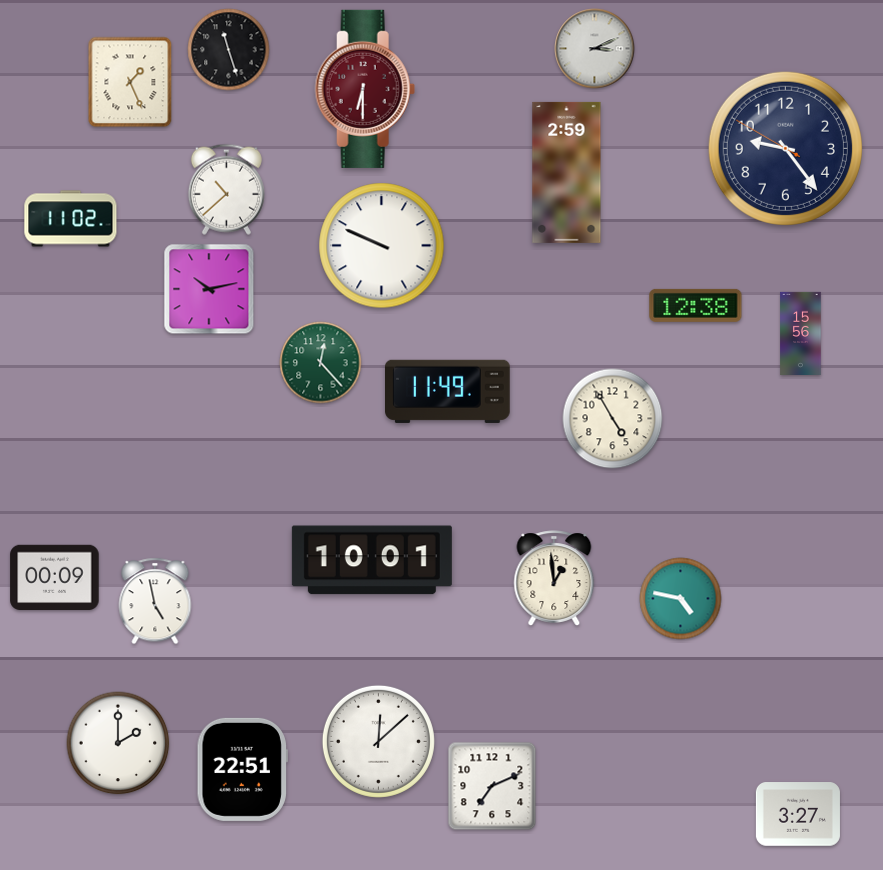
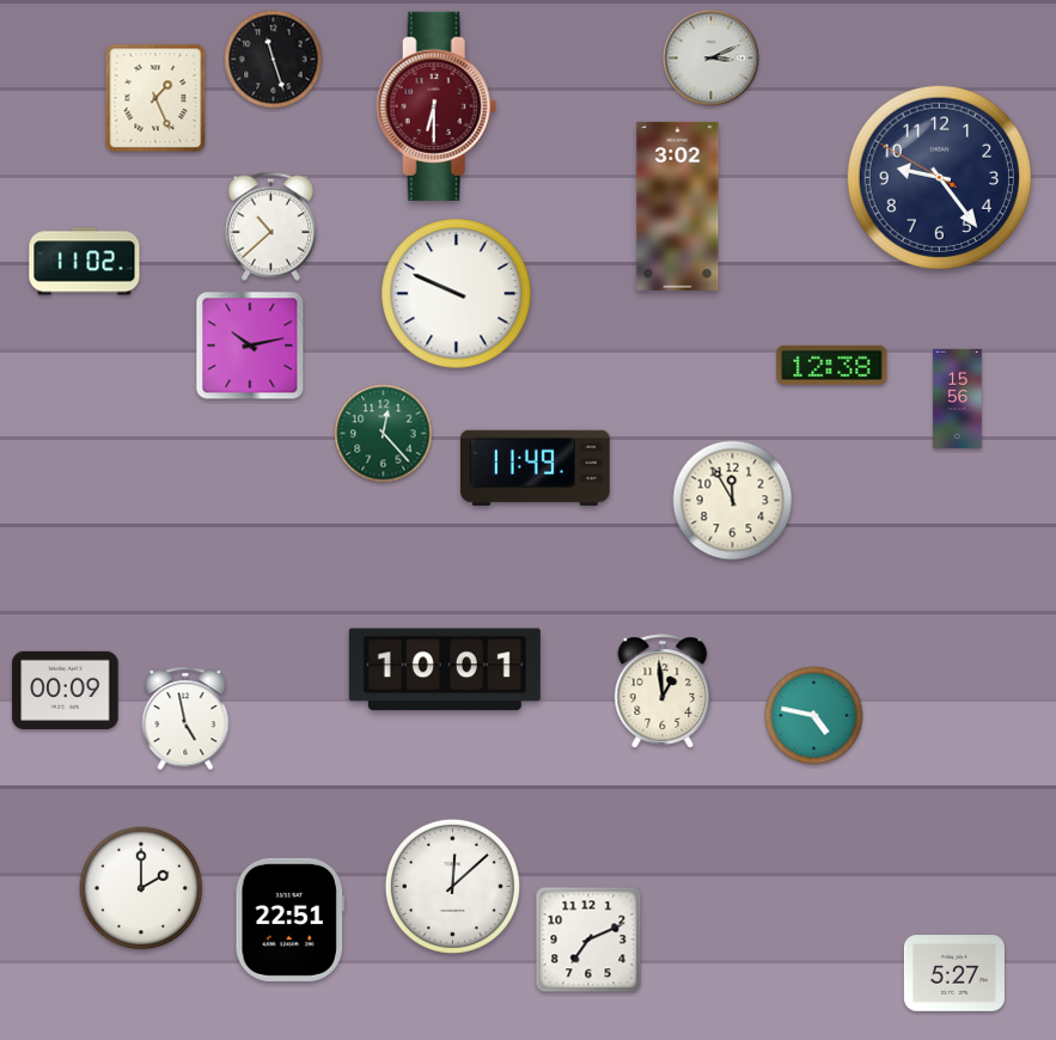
clock at (567, 172): 2:59 -> 3:02
clock at (613, 419): 4:55 -> 11:55
clock at (798, 814): 3:27 -> 5:27
